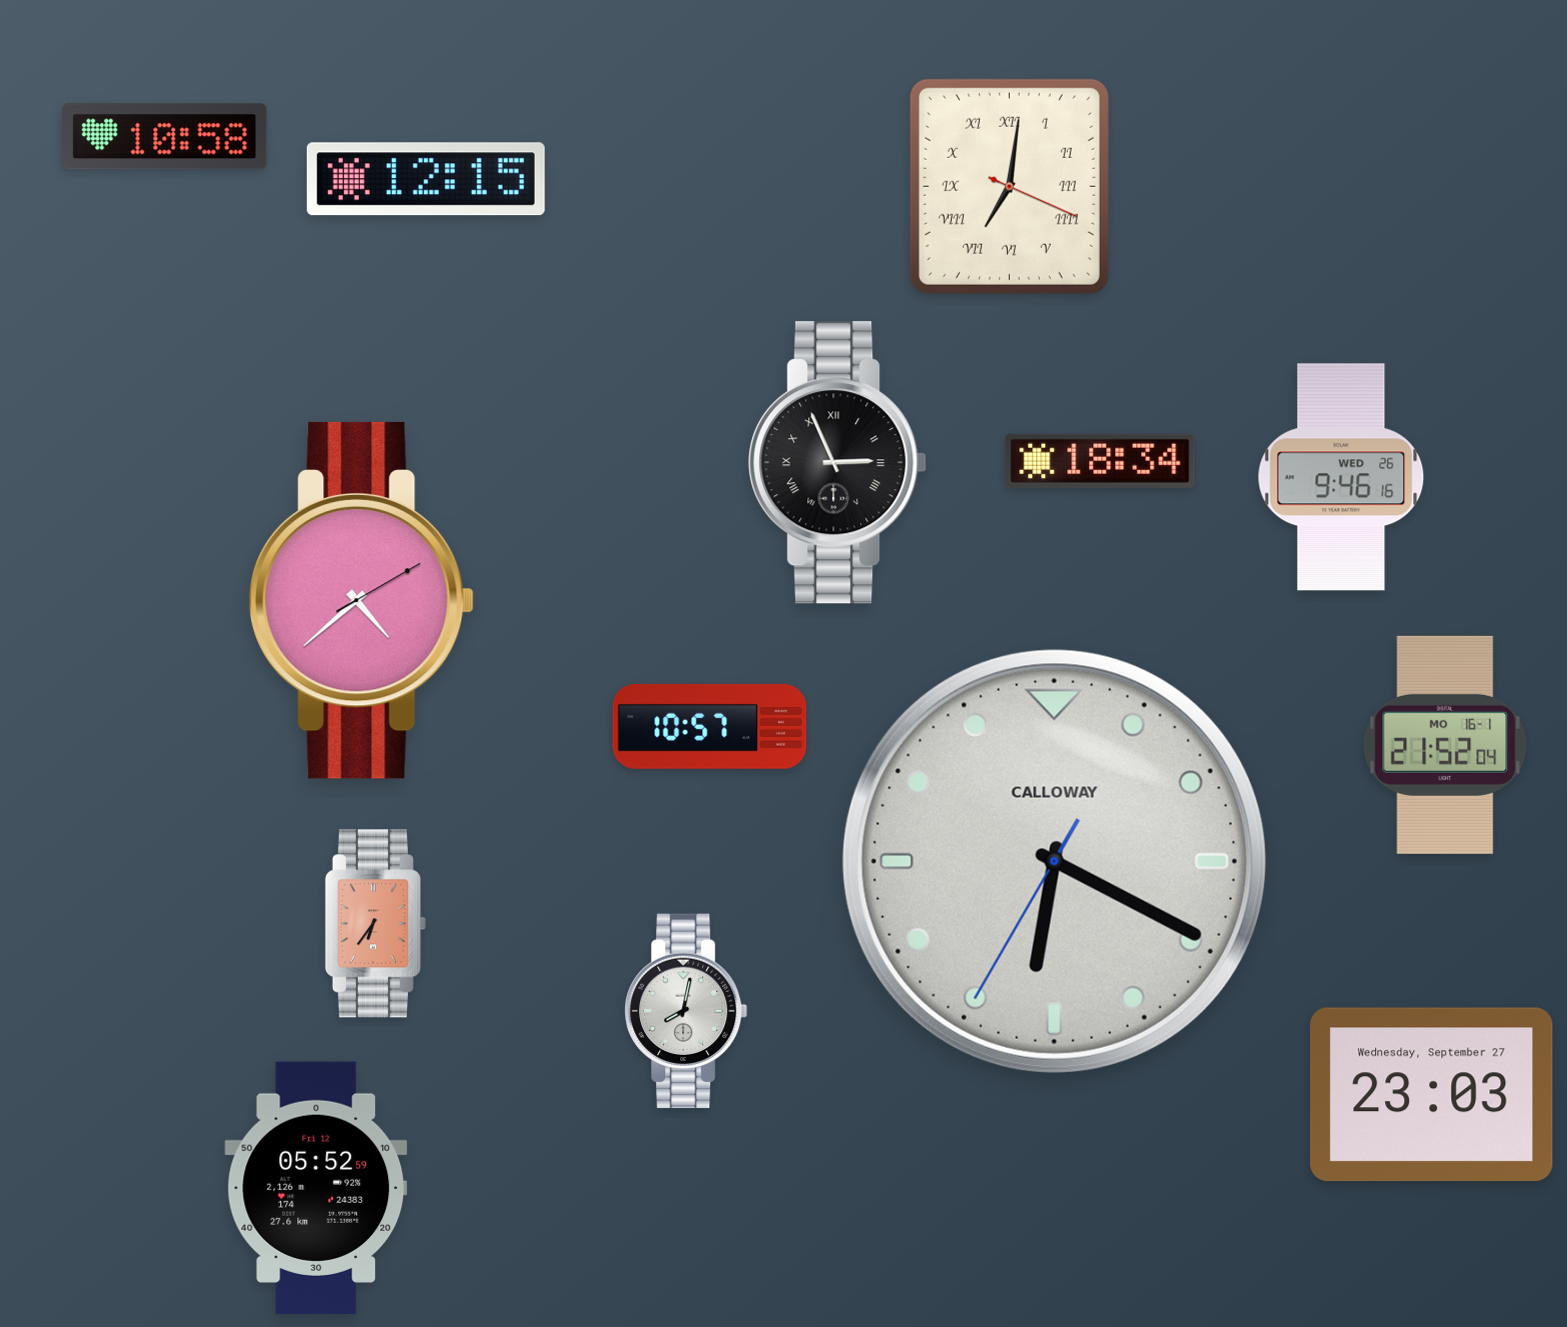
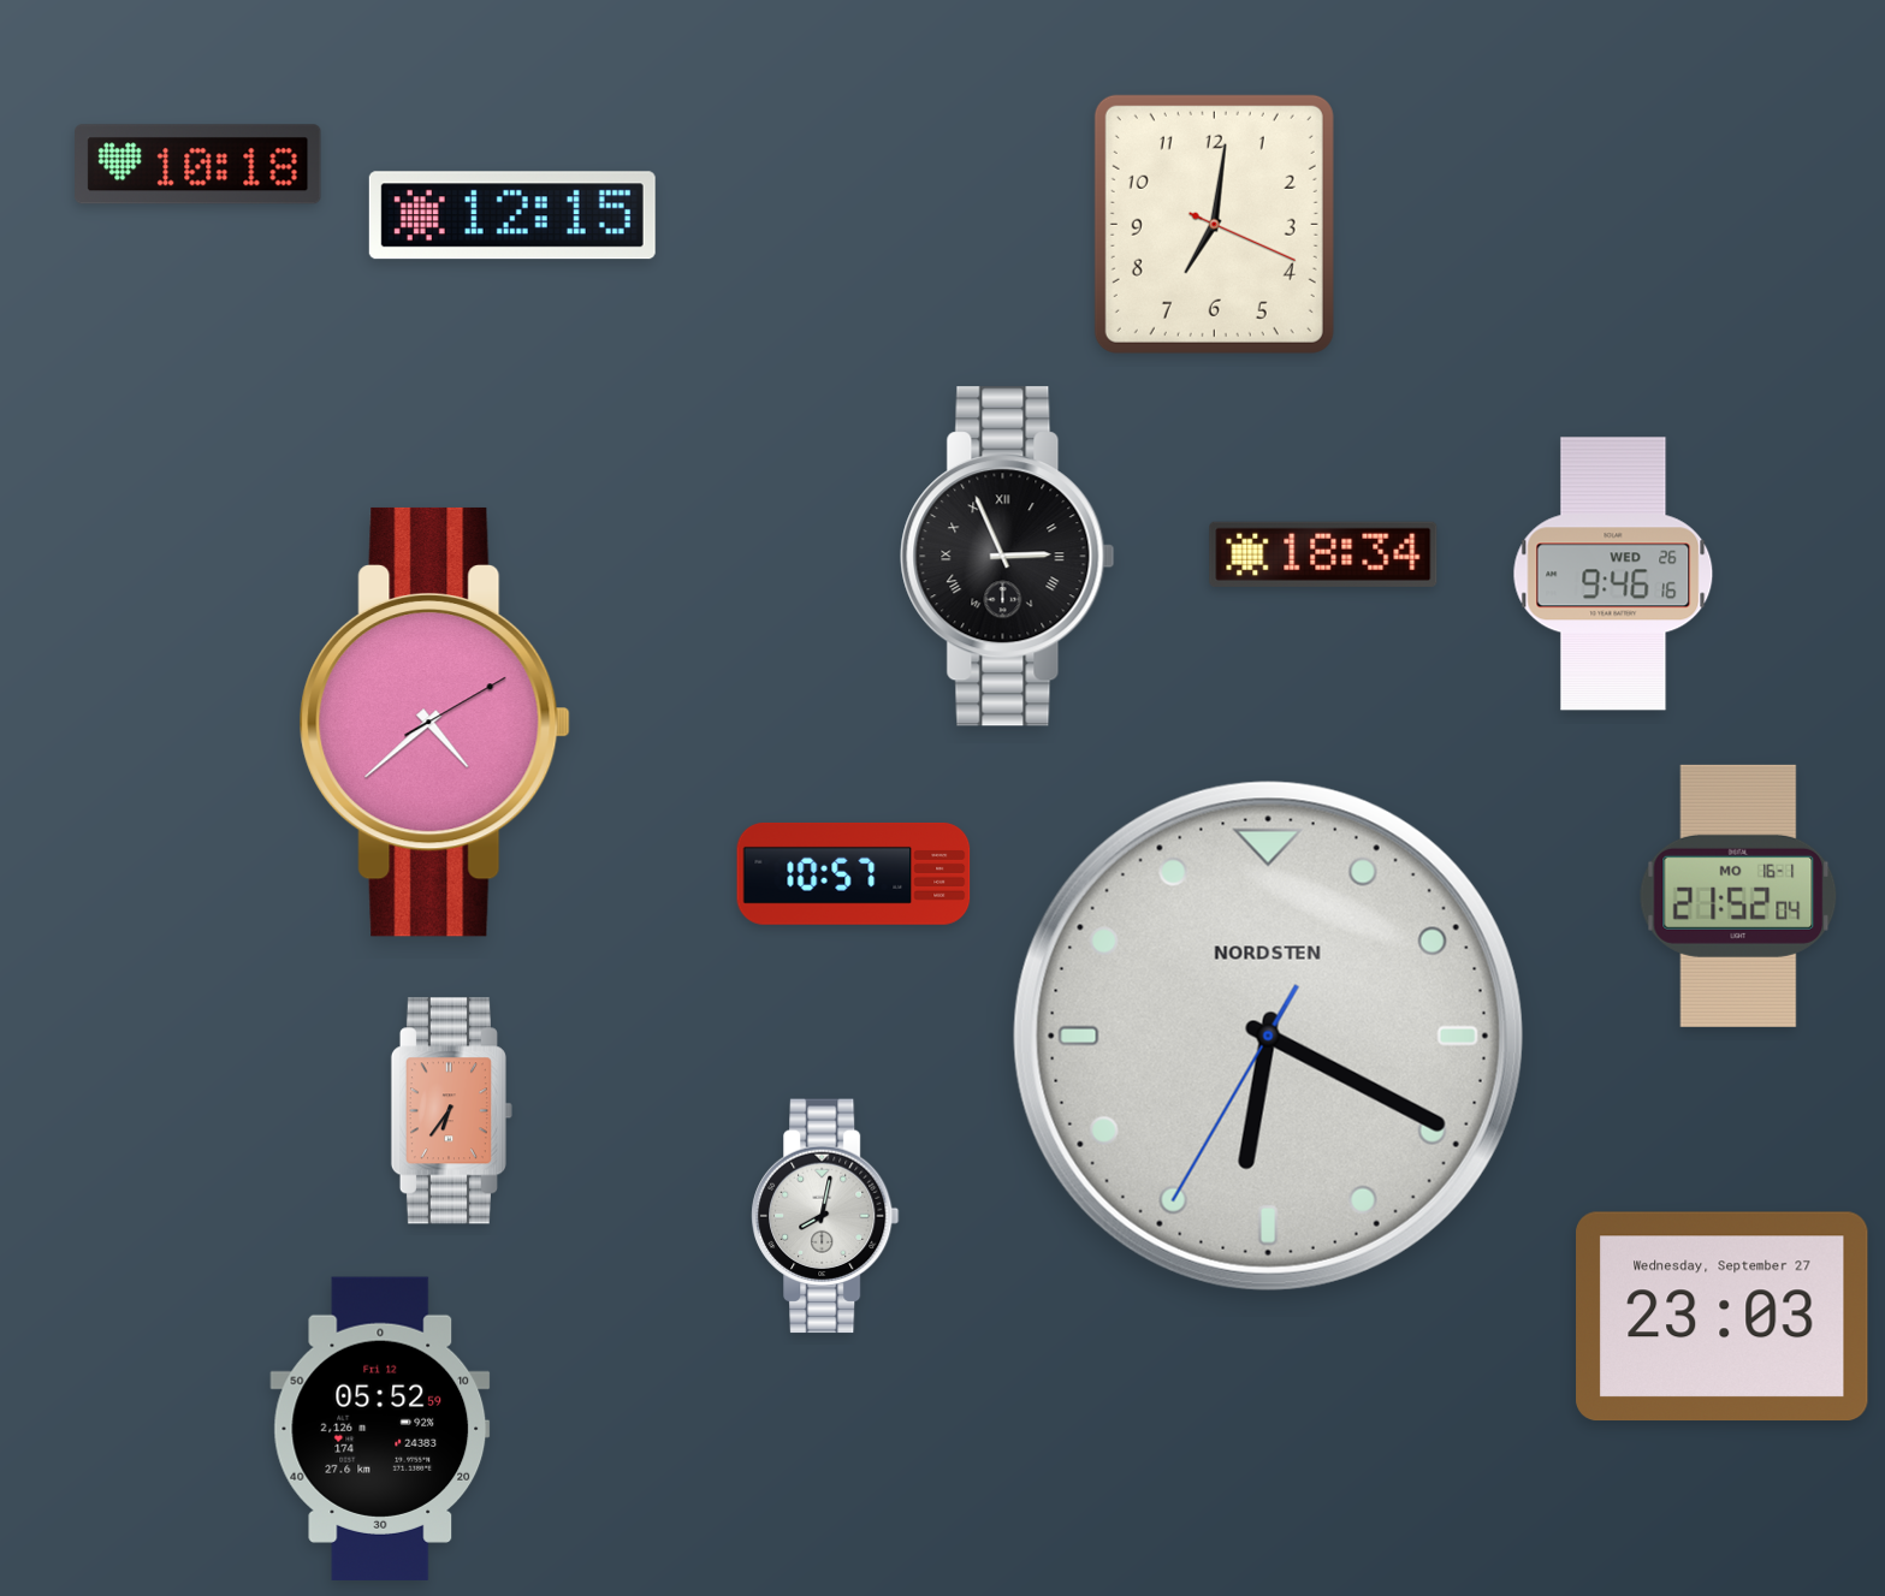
clock at (165, 137): 10:58 -> 10:18
clock at (1009, 186) numerals: Roman -> Arabic
clock at (1054, 861) brand: CALLOWAY -> NORDSTEN
